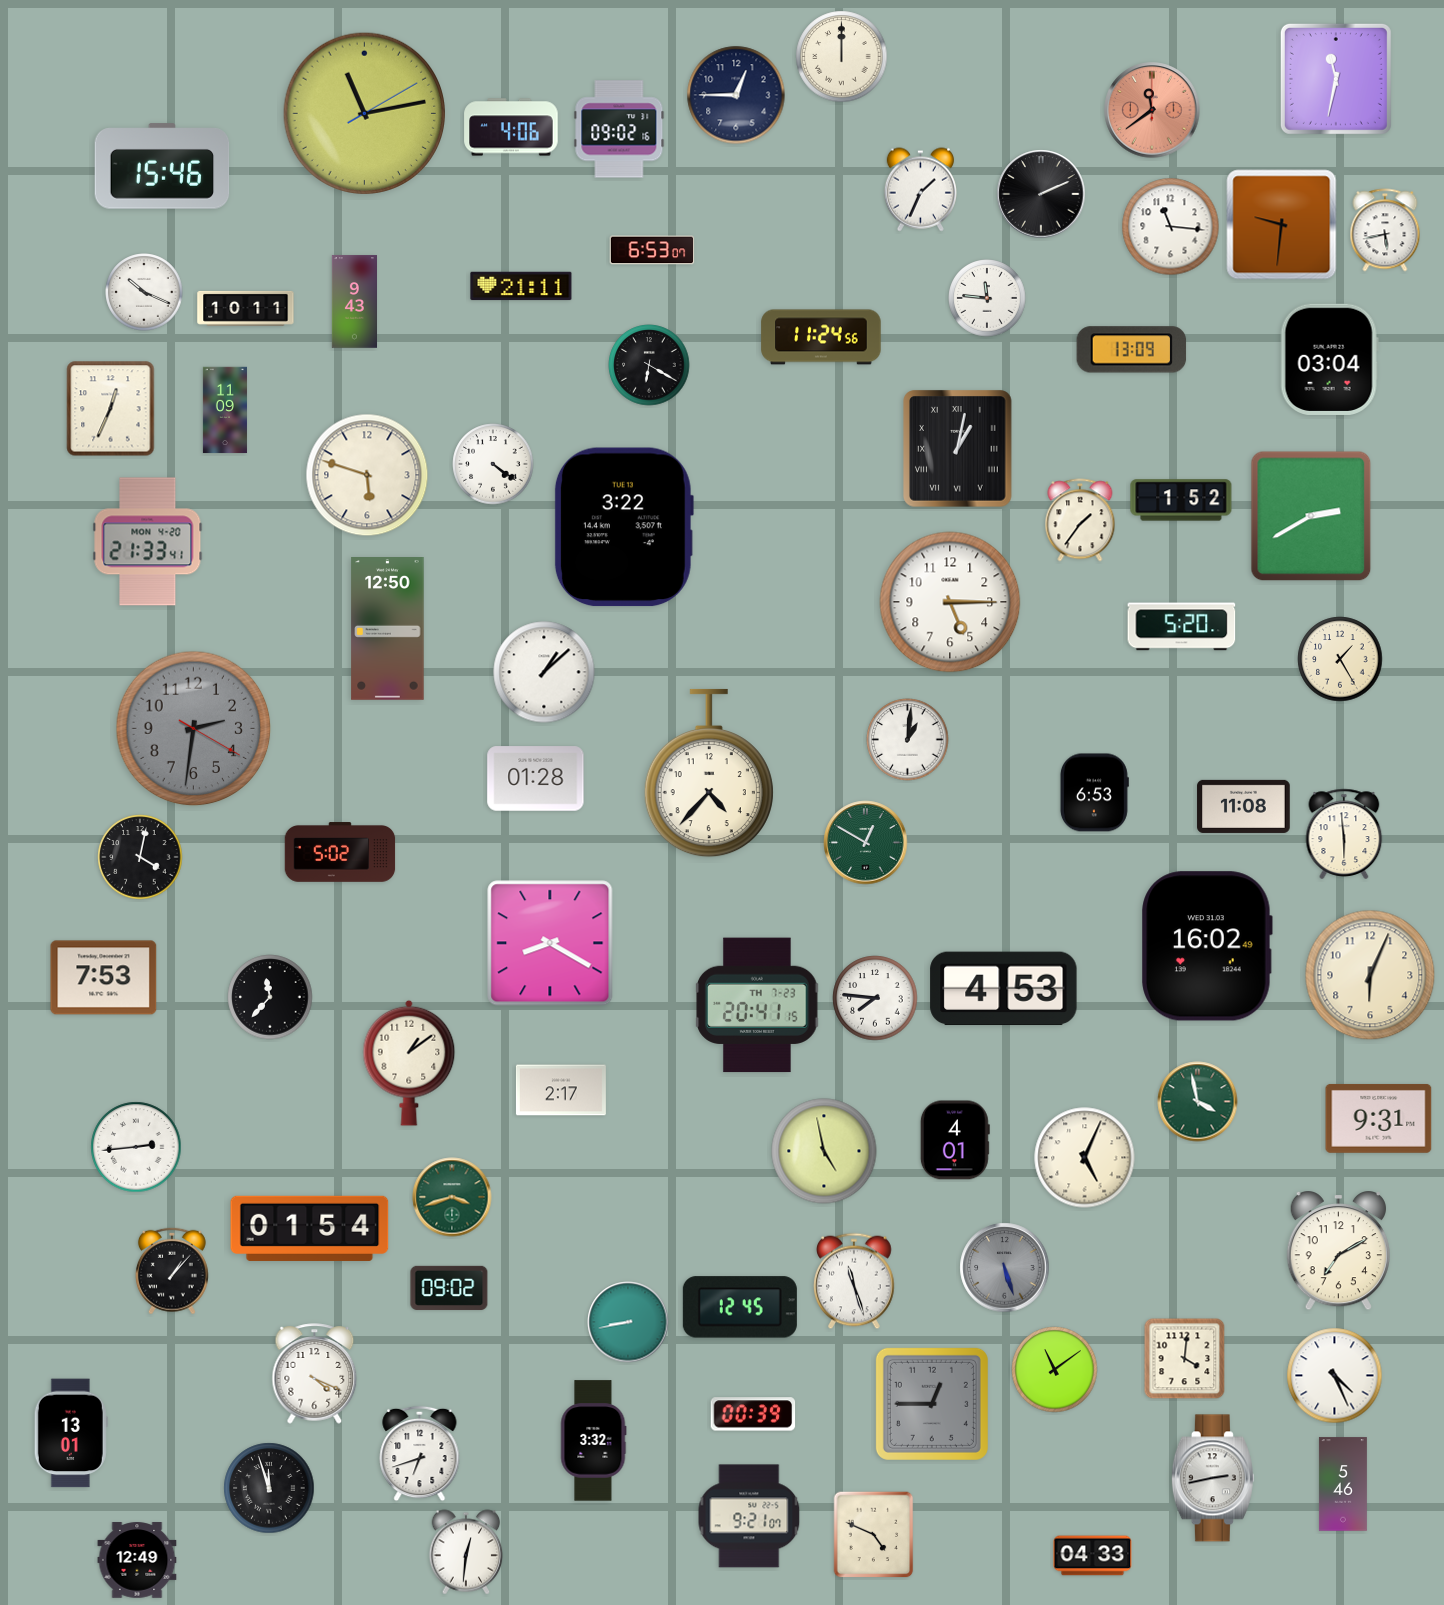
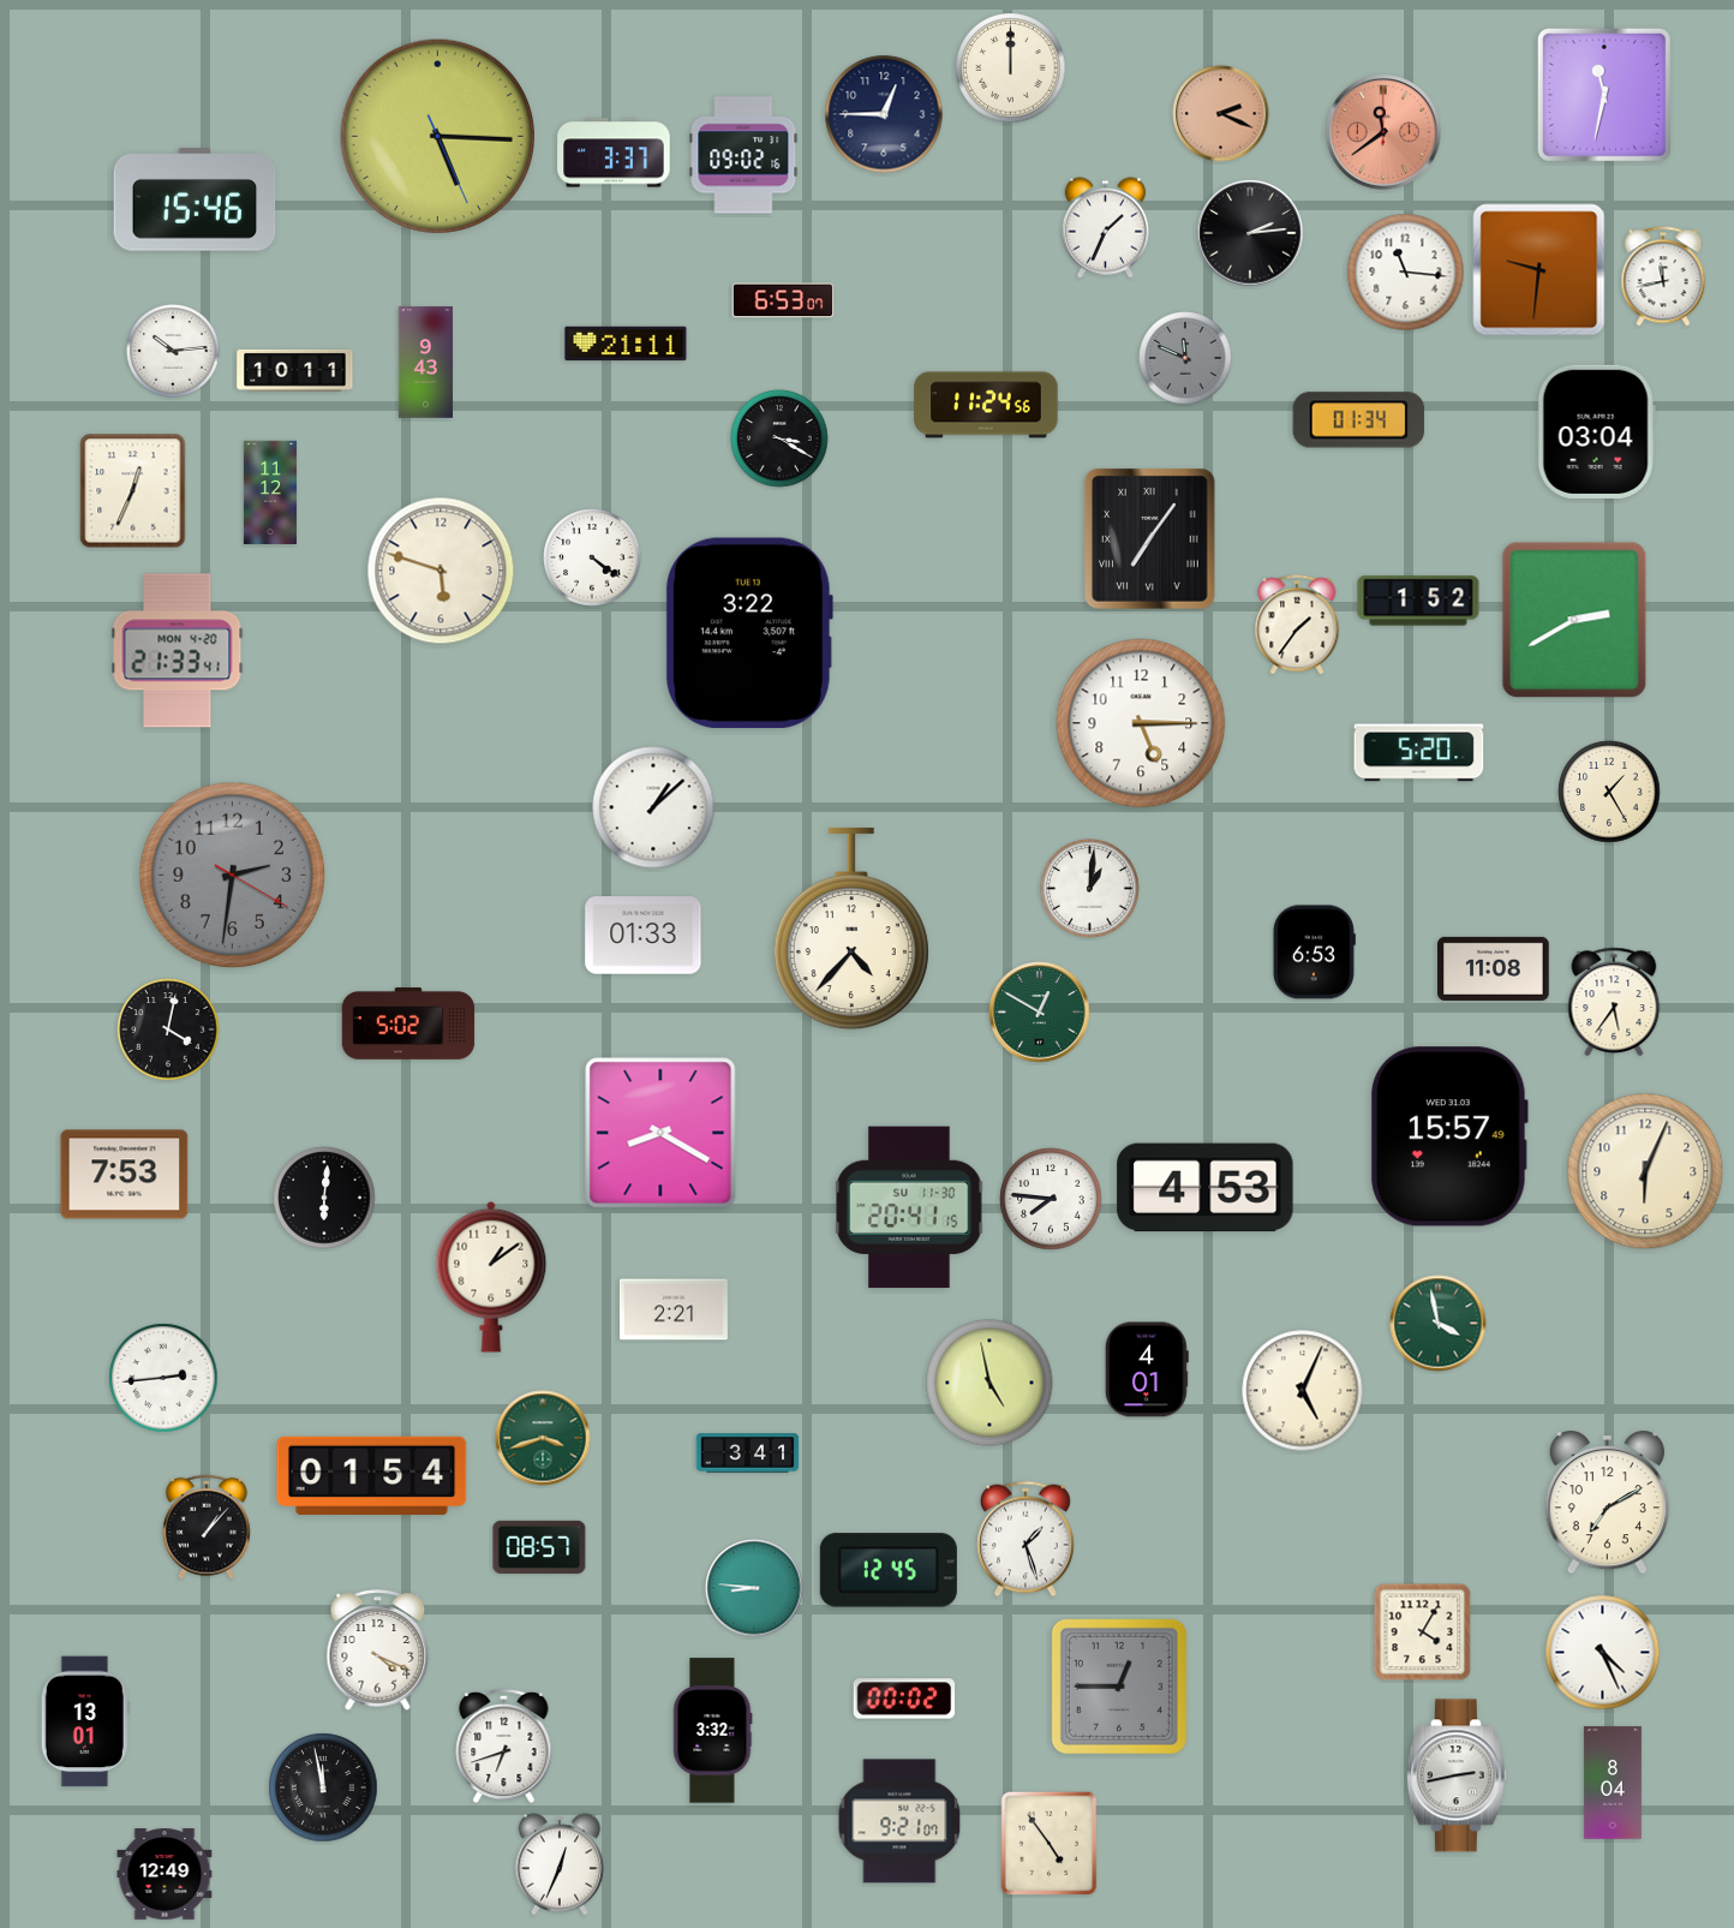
clock at (1221, 114): none -> 2:19
clock at (364, 113): 11:13 -> 5:15
clock at (511, 127): 4:06 -> 3:37
clock at (1041, 194): 2:11 -> 2:14
clock at (1385, 230): 5:43 -> 11:43
clock at (144, 292): 10:19 -> 10:14
clock at (987, 298): 11:46 -> 11:49
clock at (987, 298) dial: white -> grey
clock at (1132, 350): 13:09 -> 01:34
clock at (649, 365): 6:20 -> 3:20
clock at (225, 410): 11:09 -> 11:12
clock at (958, 449): 1:02 -> 7:06
clock at (388, 629): 12:50 -> none
clock at (536, 779): 01:28 -> 01:33
clock at (1344, 834): 5:59 -> 5:36
clock at (1207, 946): 16:02 -> 15:57
clock at (270, 997): 11:37 -> 6:01
clock at (757, 1005) date: TH 7-23 -> SU 11-30
clock at (561, 1090): 2:17 -> 2:21
clock at (1379, 1118): 9:31 -> none
clock at (748, 1454): none -> 3:41
clock at (1005, 1268): 5:27 -> none
clock at (855, 1281): 11:27 -> 1:27
clock at (449, 1287): 09:02 -> 08:57
clock at (628, 1322): 8:43 -> 8:46
clock at (1185, 1359): 4:01 -> 4:05
clock at (1055, 1370): 11:09 -> none
clock at (753, 1414): 00:39 -> 00:02
clock at (1343, 1484): 5:46 -> 8:04
clock at (269, 1488): 11:57 -> 11:58
clock at (874, 1535): 4:49 -> 4:54
clock at (466, 1552): 12:31 -> 12:34
clock at (1093, 1556): 04:33 -> none
